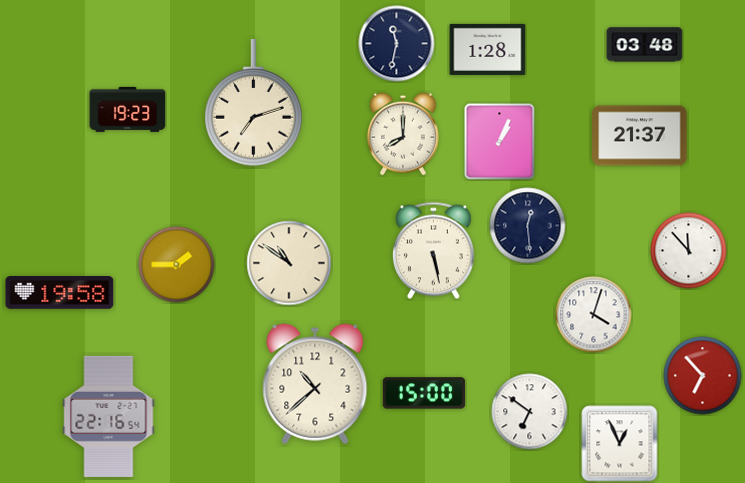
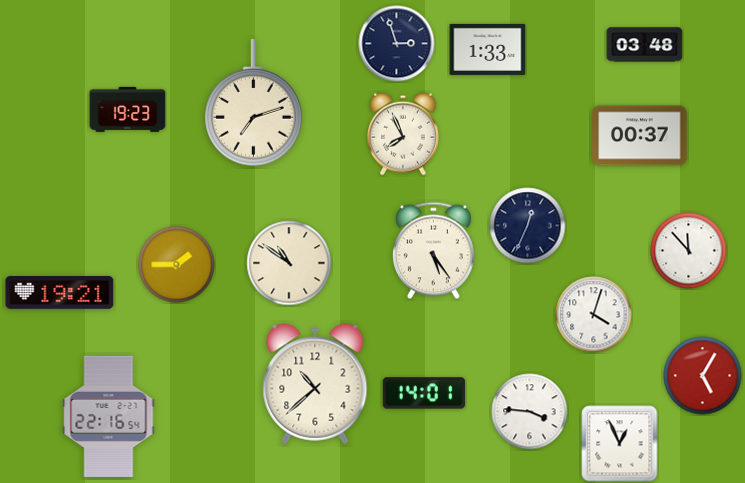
clock at (397, 44): 11:32 -> 2:57
clock at (488, 49): 1:28 -> 1:33
clock at (404, 134): 8:00 -> 7:56
clock at (640, 136): 21:37 -> 00:37
clock at (500, 142): 1:04 -> none
clock at (528, 226): 12:29 -> 12:34
clock at (433, 251): 5:28 -> 5:24
clock at (60, 293): 19:58 -> 19:21
clock at (703, 376): 6:53 -> 5:05
clock at (424, 393): 15:00 -> 14:01
clock at (530, 412): 6:51 -> 3:46
